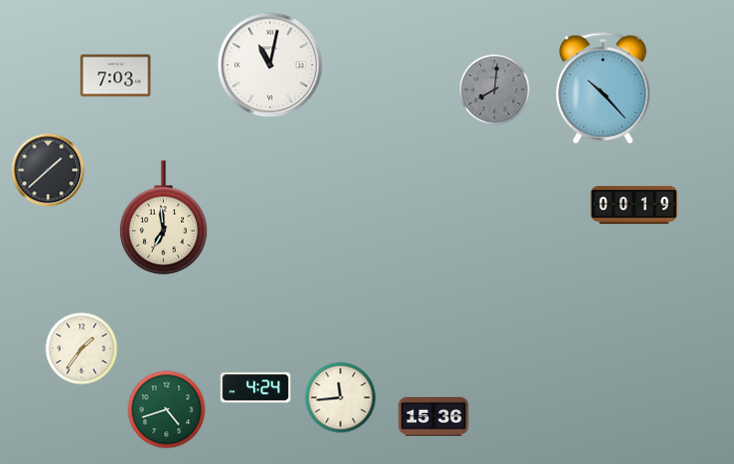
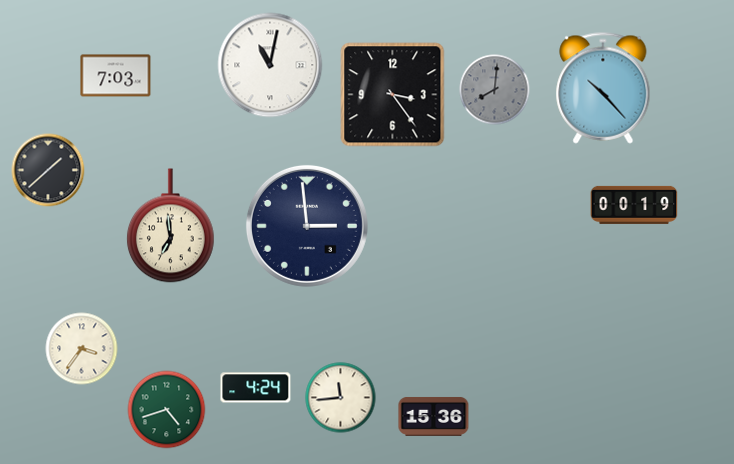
clock at (393, 95): none -> 3:24
clock at (163, 218) position: (163, 218) -> (170, 226)
clock at (307, 226): none -> 2:59
clock at (82, 349): 1:36 -> 3:36
